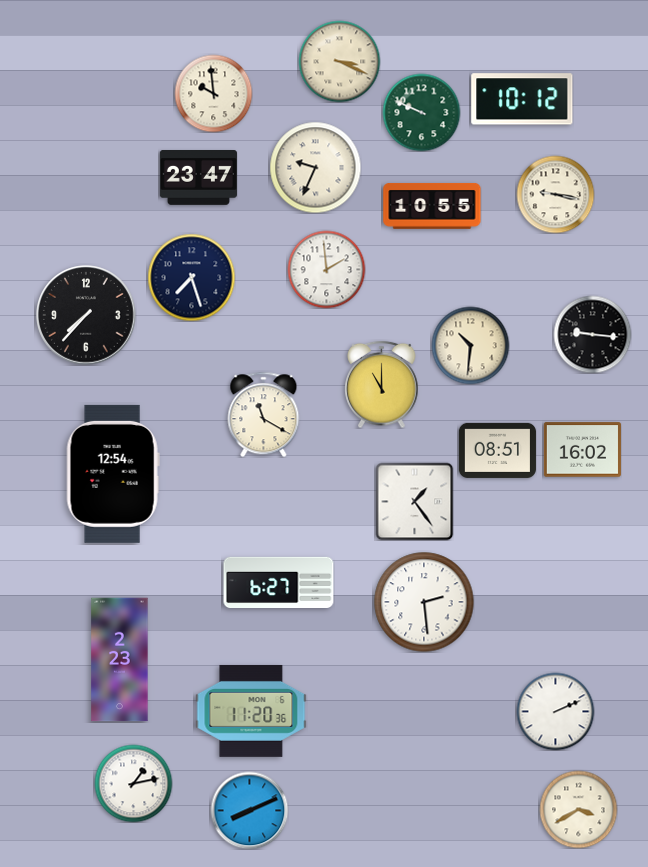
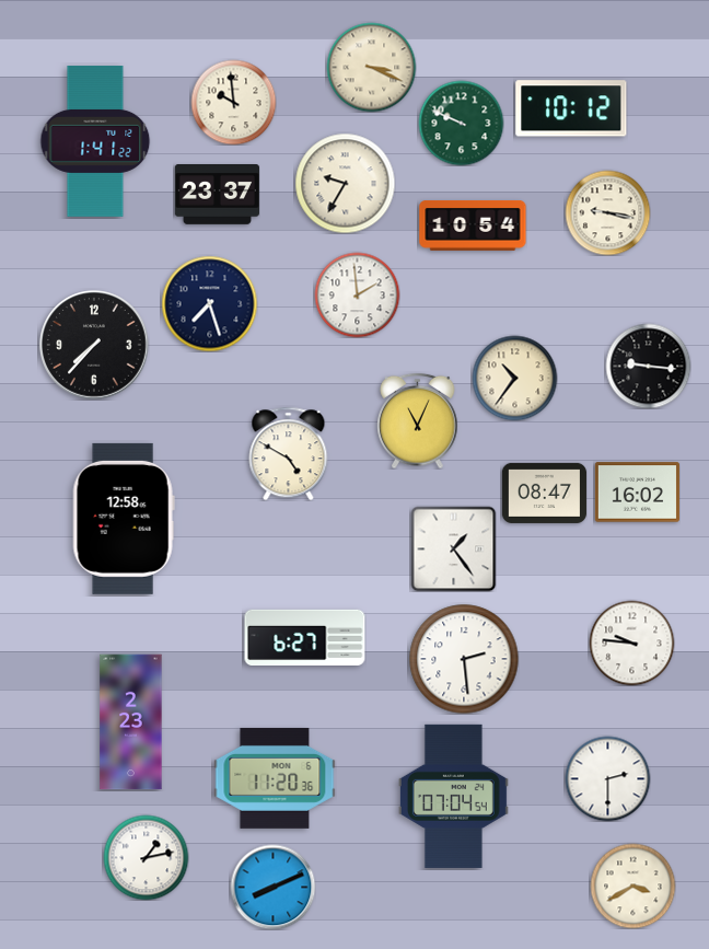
clock at (95, 141): none -> 1:41
clock at (315, 167): 9:34 -> 9:35
clock at (198, 178): 23:47 -> 23:37
clock at (432, 207): 10:55 -> 10:54
clock at (470, 345): 10:31 -> 10:36
clock at (382, 384): 11:00 -> 11:04
clock at (264, 414): 11:20 -> 4:50
clock at (497, 450): 08:51 -> 08:47
clock at (113, 474): 12:54 -> 12:58
clock at (631, 643): none -> 9:46
clock at (555, 711): 2:11 -> 2:30
clock at (453, 796): none -> 07:04
